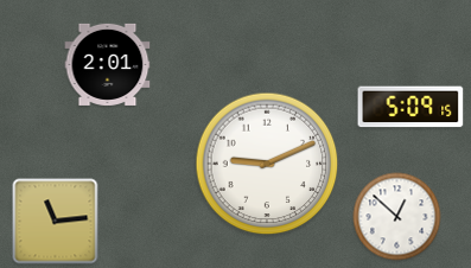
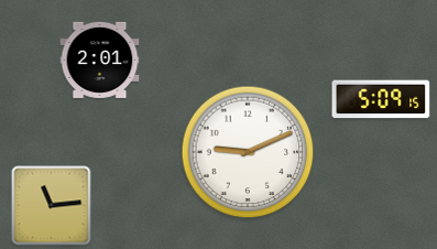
clock at (397, 217): 12:52 -> none
